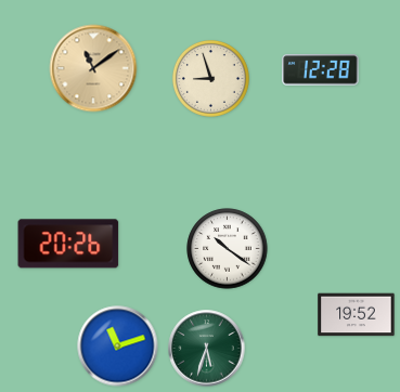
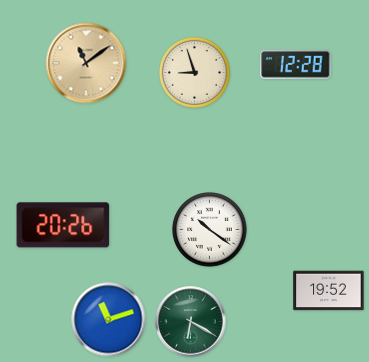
clock at (207, 349): 5:33 -> 6:20
